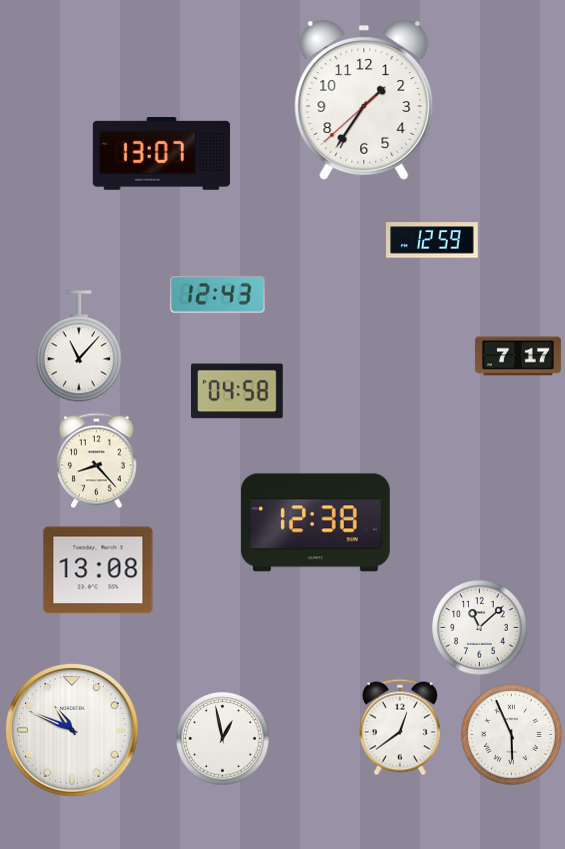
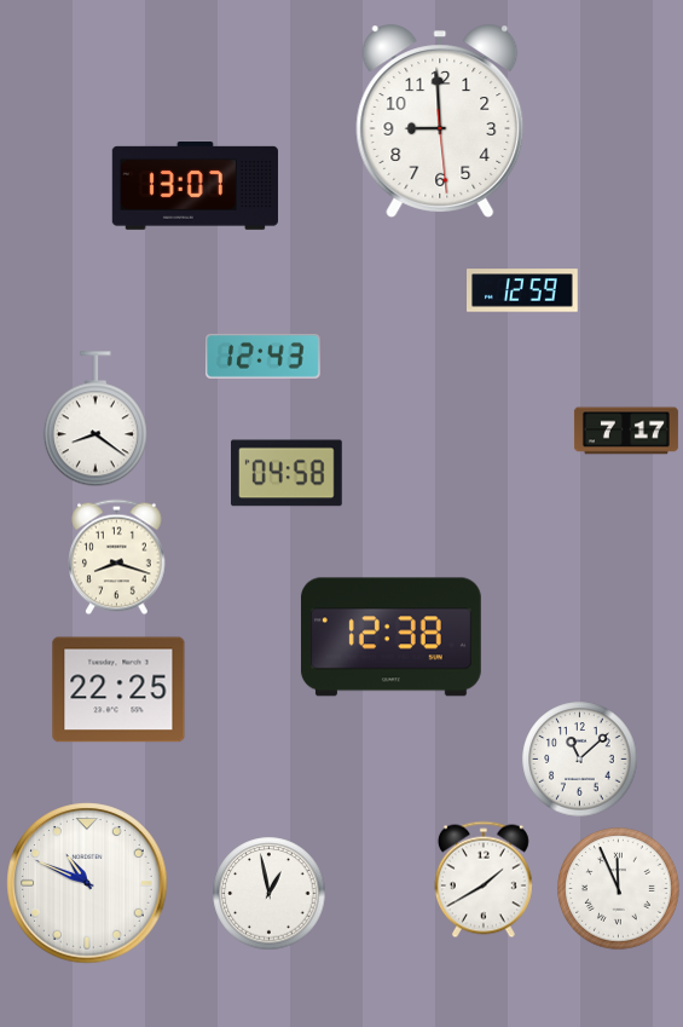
clock at (364, 100): 1:35 -> 8:59
clock at (79, 346): 11:07 -> 8:21
clock at (97, 460): 8:23 -> 8:18
clock at (315, 523) position: (315, 523) -> (390, 637)
clock at (98, 570): 13:08 -> 22:25
clock at (400, 727): 12:39 -> 1:40
clock at (512, 735): 5:56 -> 11:56
